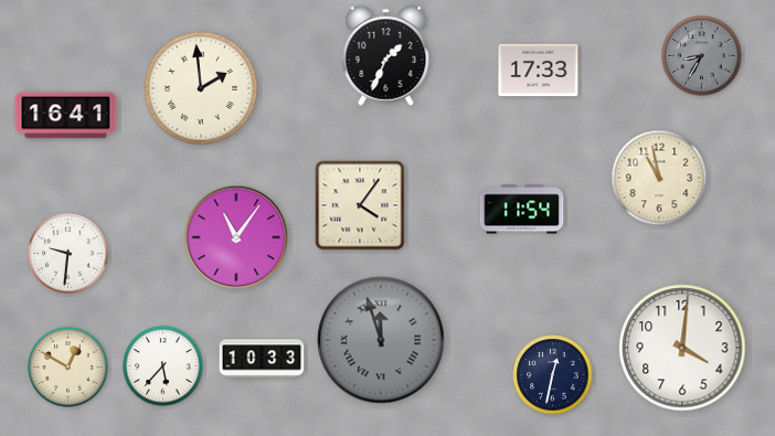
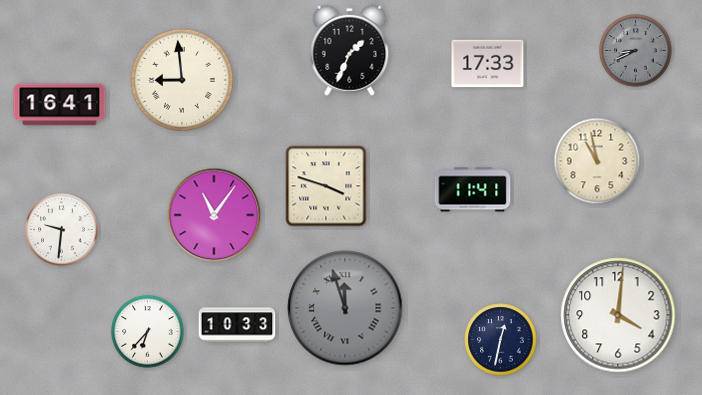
clock at (702, 56): 8:35 -> 8:41
clock at (201, 88): 1:59 -> 8:59
clock at (360, 205): 4:06 -> 3:48
clock at (522, 210): 11:54 -> 11:41
clock at (163, 366): 5:37 -> 6:37
clock at (68, 368): 12:50 -> none
